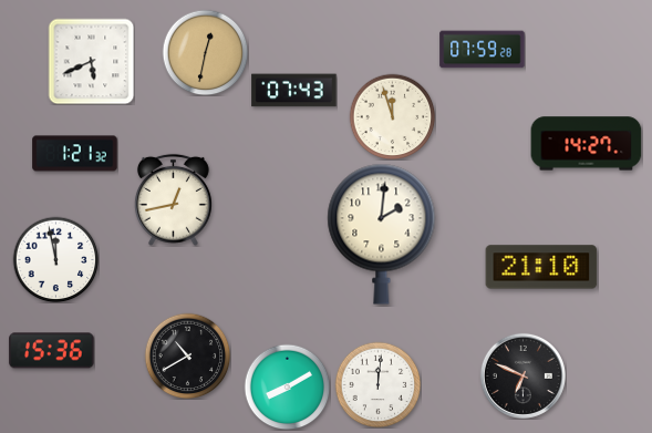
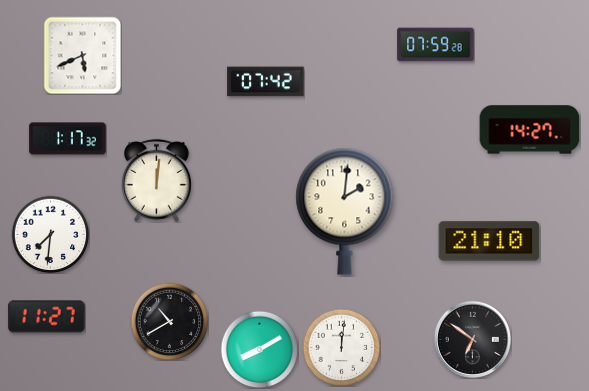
clock at (205, 52): 12:32 -> none
clock at (294, 91): 07:43 -> 07:42
clock at (392, 116): 11:57 -> none
clock at (75, 154): 1:21 -> 1:17
clock at (173, 199): 12:43 -> 12:01
clock at (55, 259): 11:58 -> 7:31
clock at (52, 351): 15:36 -> 11:27
clock at (522, 375): 6:49 -> 6:51
